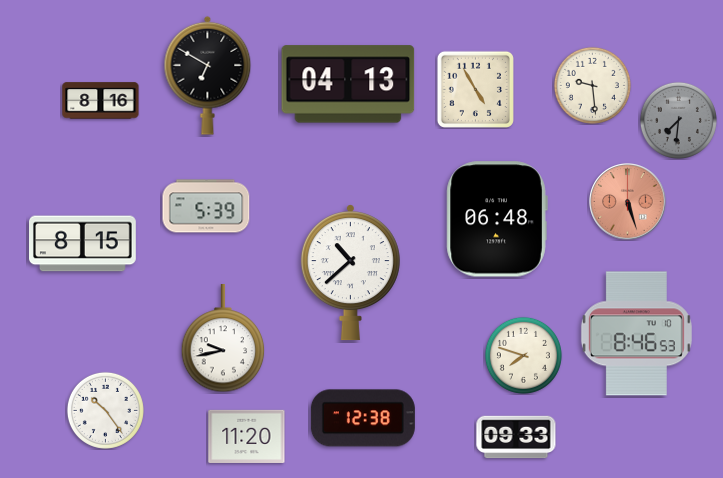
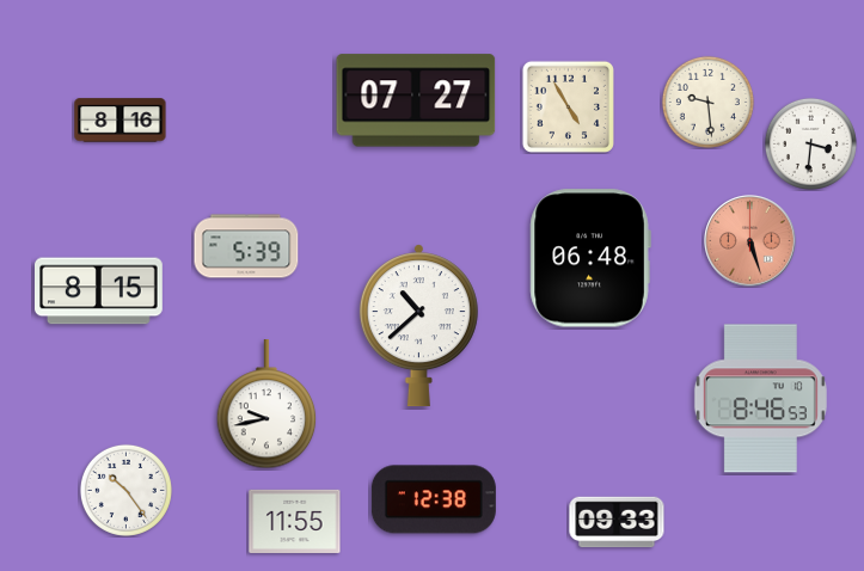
clock at (208, 75): 6:50 -> none
clock at (348, 84): 04:13 -> 07:27
clock at (678, 120): 7:31 -> 3:31
clock at (678, 120) dial: grey -> white
clock at (497, 219) position: (497, 219) -> (590, 258)
clock at (523, 355): 7:48 -> none
clock at (247, 436): 11:20 -> 11:55
